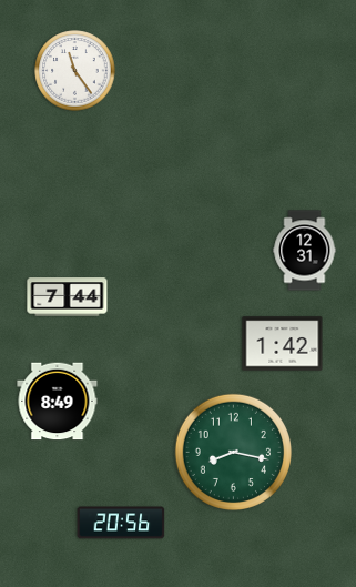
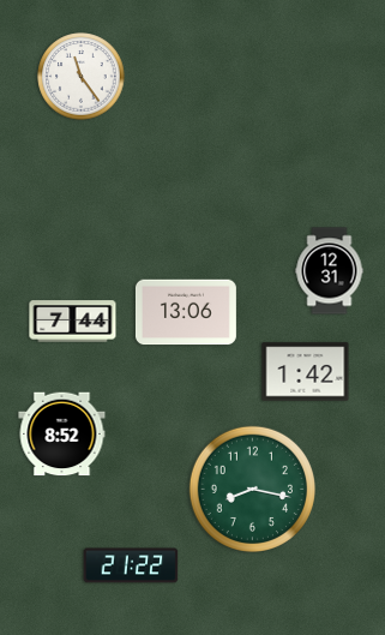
clock at (186, 312): none -> 13:06
clock at (58, 402): 8:49 -> 8:52
clock at (121, 523): 20:56 -> 21:22
